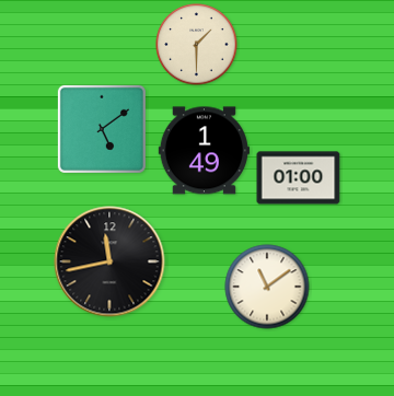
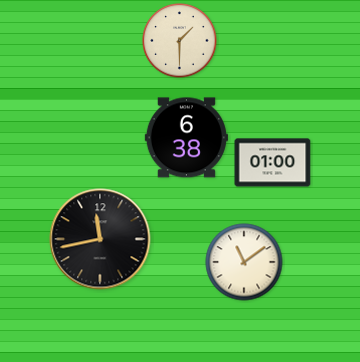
clock at (102, 129): 5:09 -> none
clock at (204, 151): 1:49 -> 6:38
